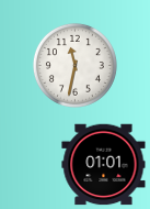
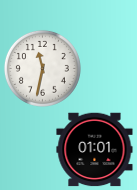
clock at (74, 65) position: (74, 65) -> (42, 68)
